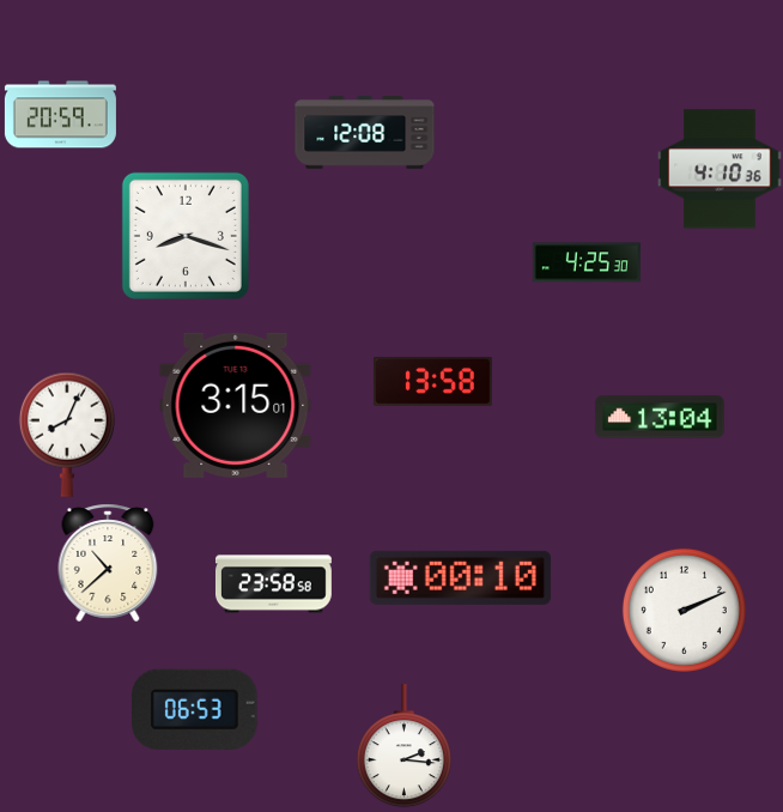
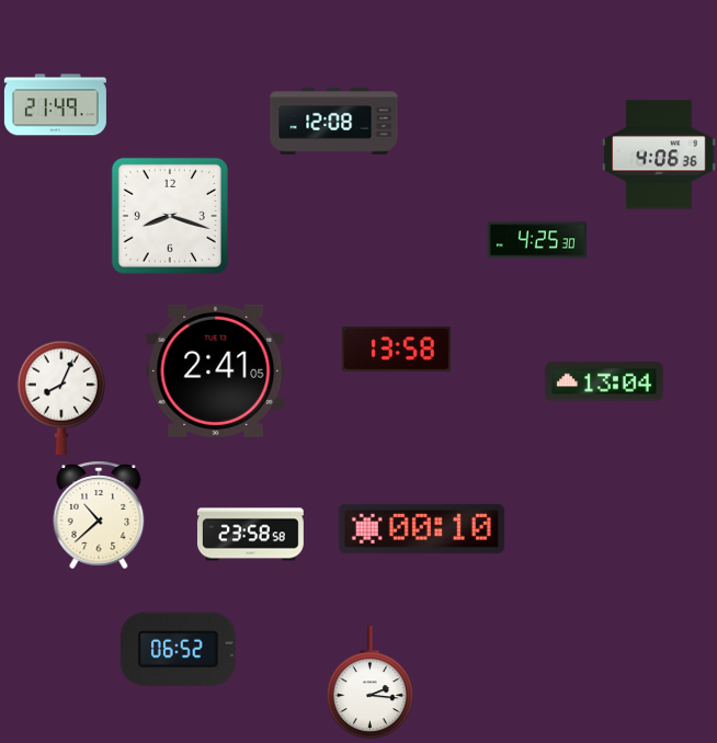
clock at (60, 115): 20:59 -> 21:49
clock at (720, 169): 4:10 -> 4:06
clock at (236, 405): 3:15 -> 2:41
clock at (684, 610): 2:11 -> none
clock at (195, 709): 06:53 -> 06:52
